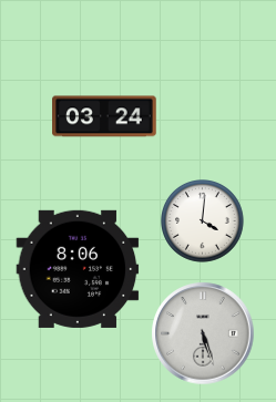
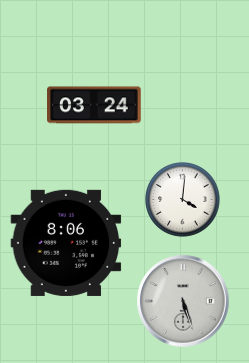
clock at (78, 269) position: (78, 269) -> (66, 243)
